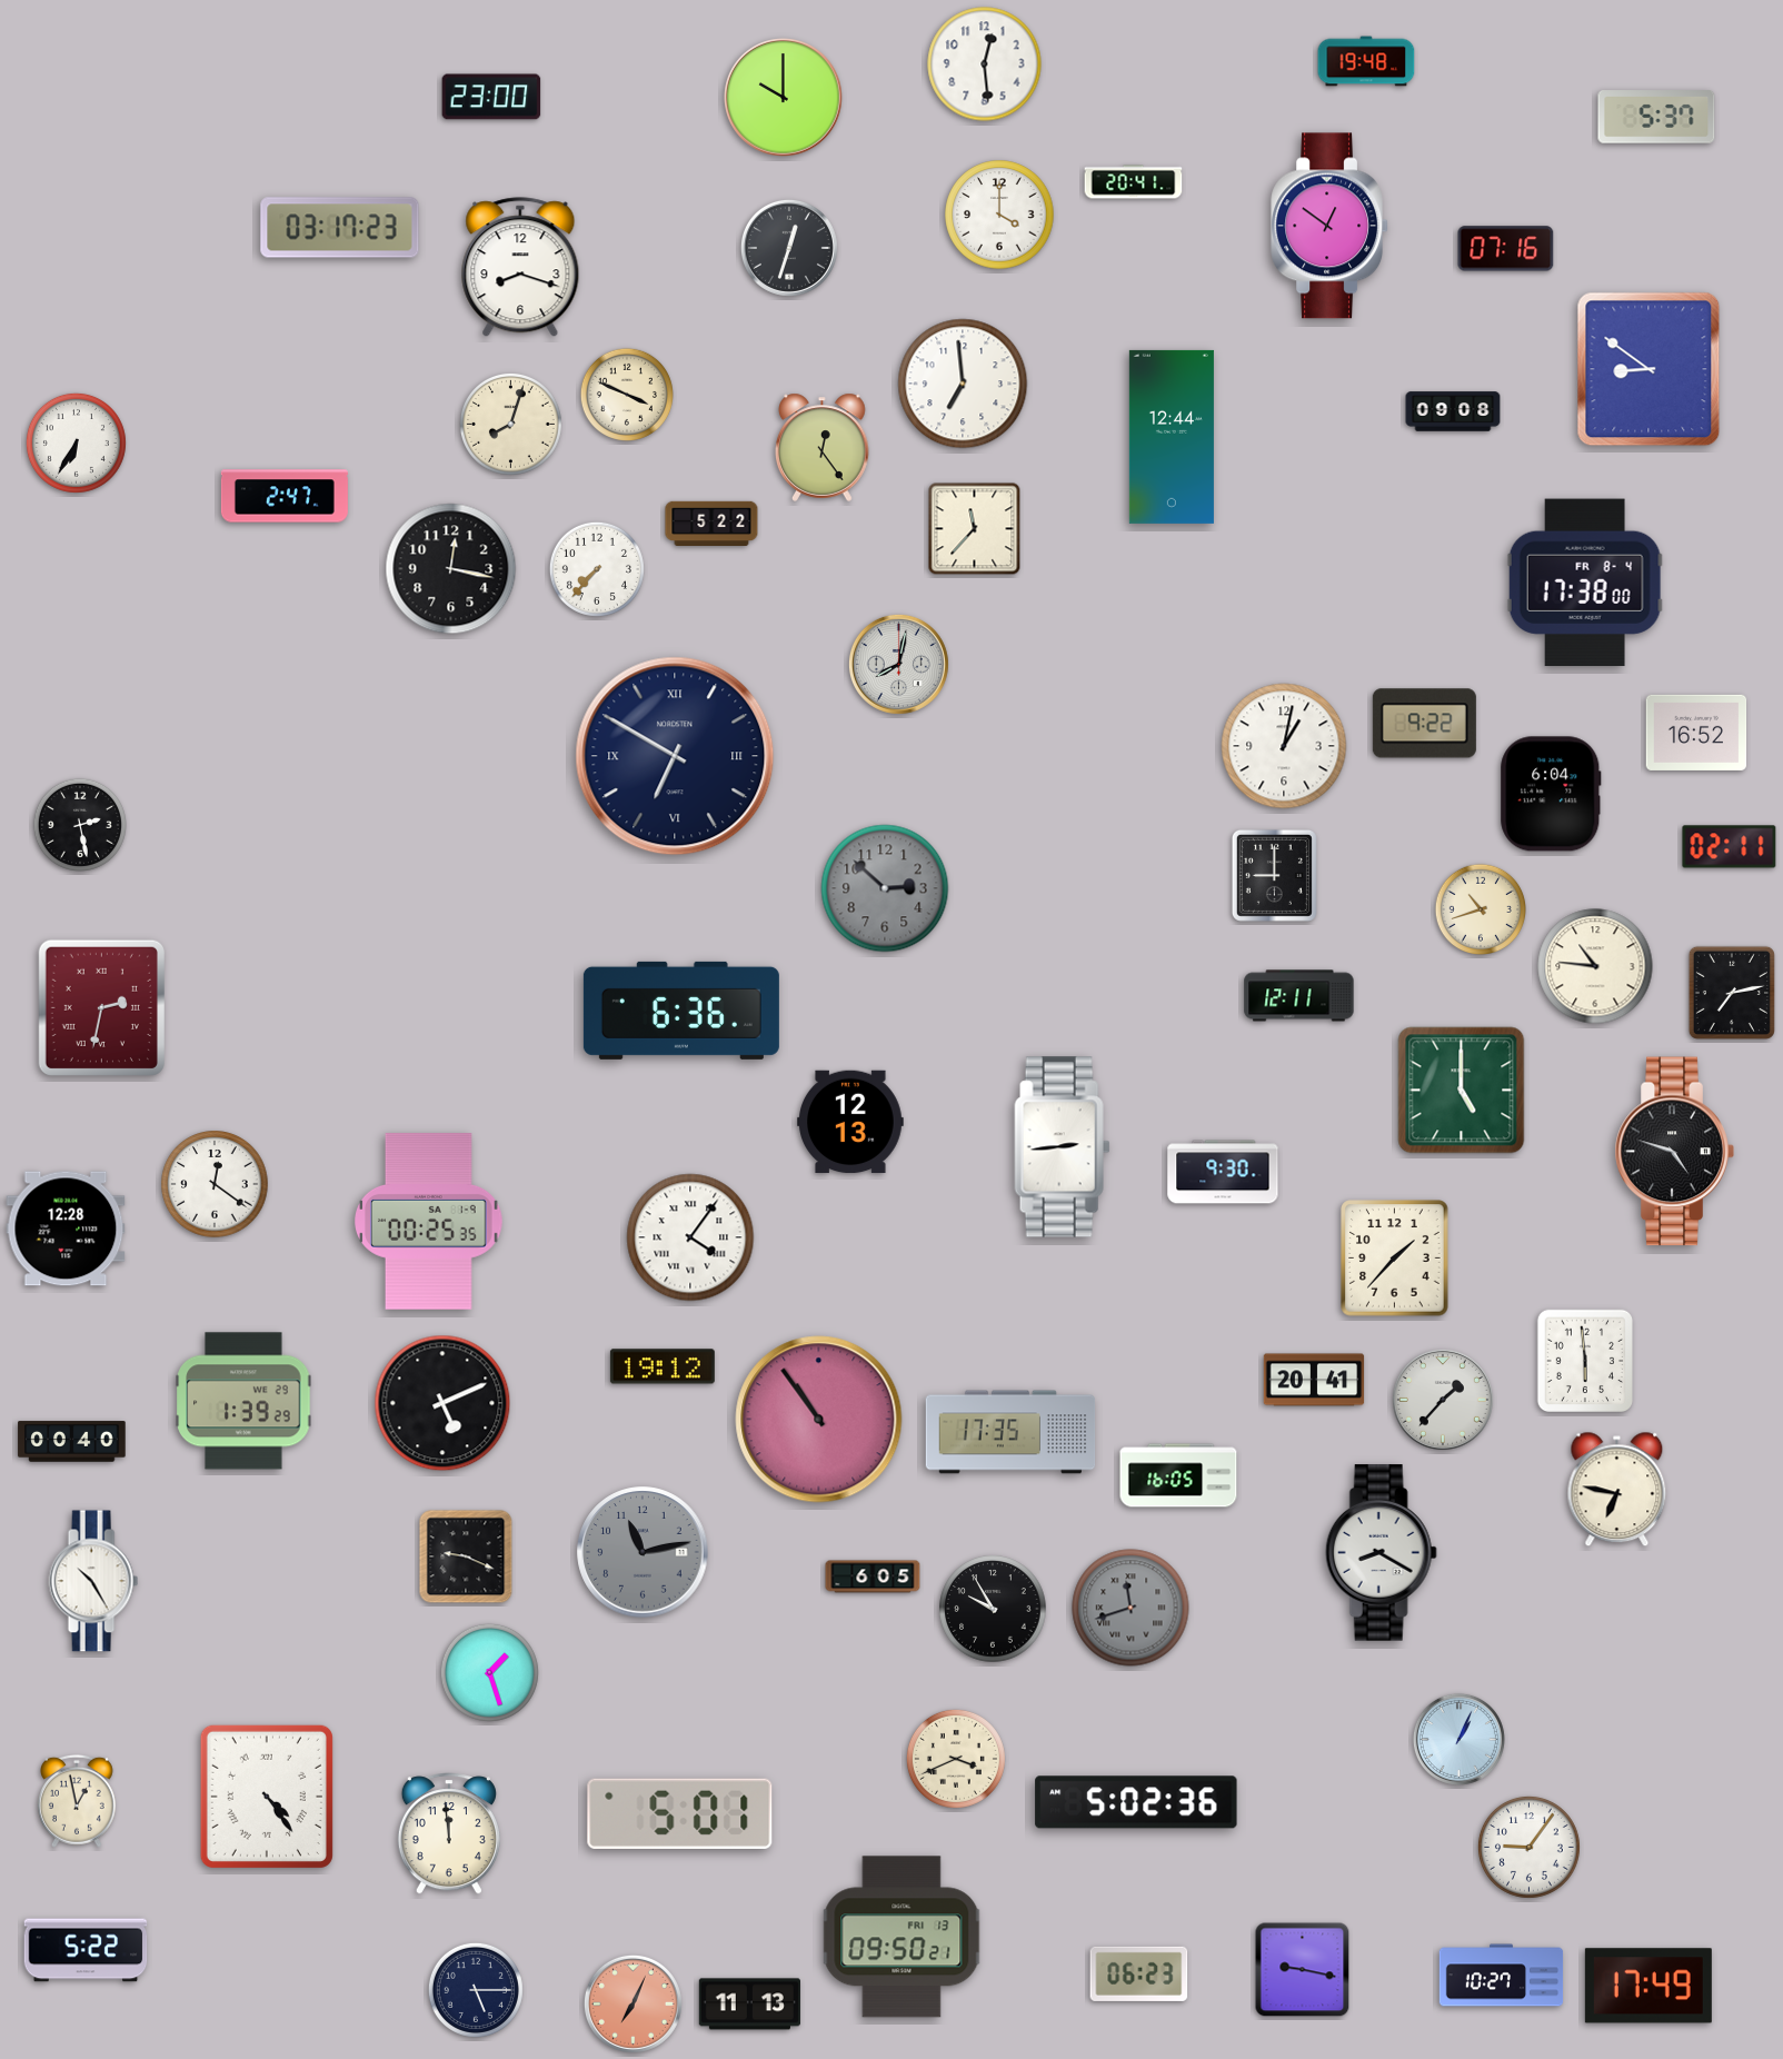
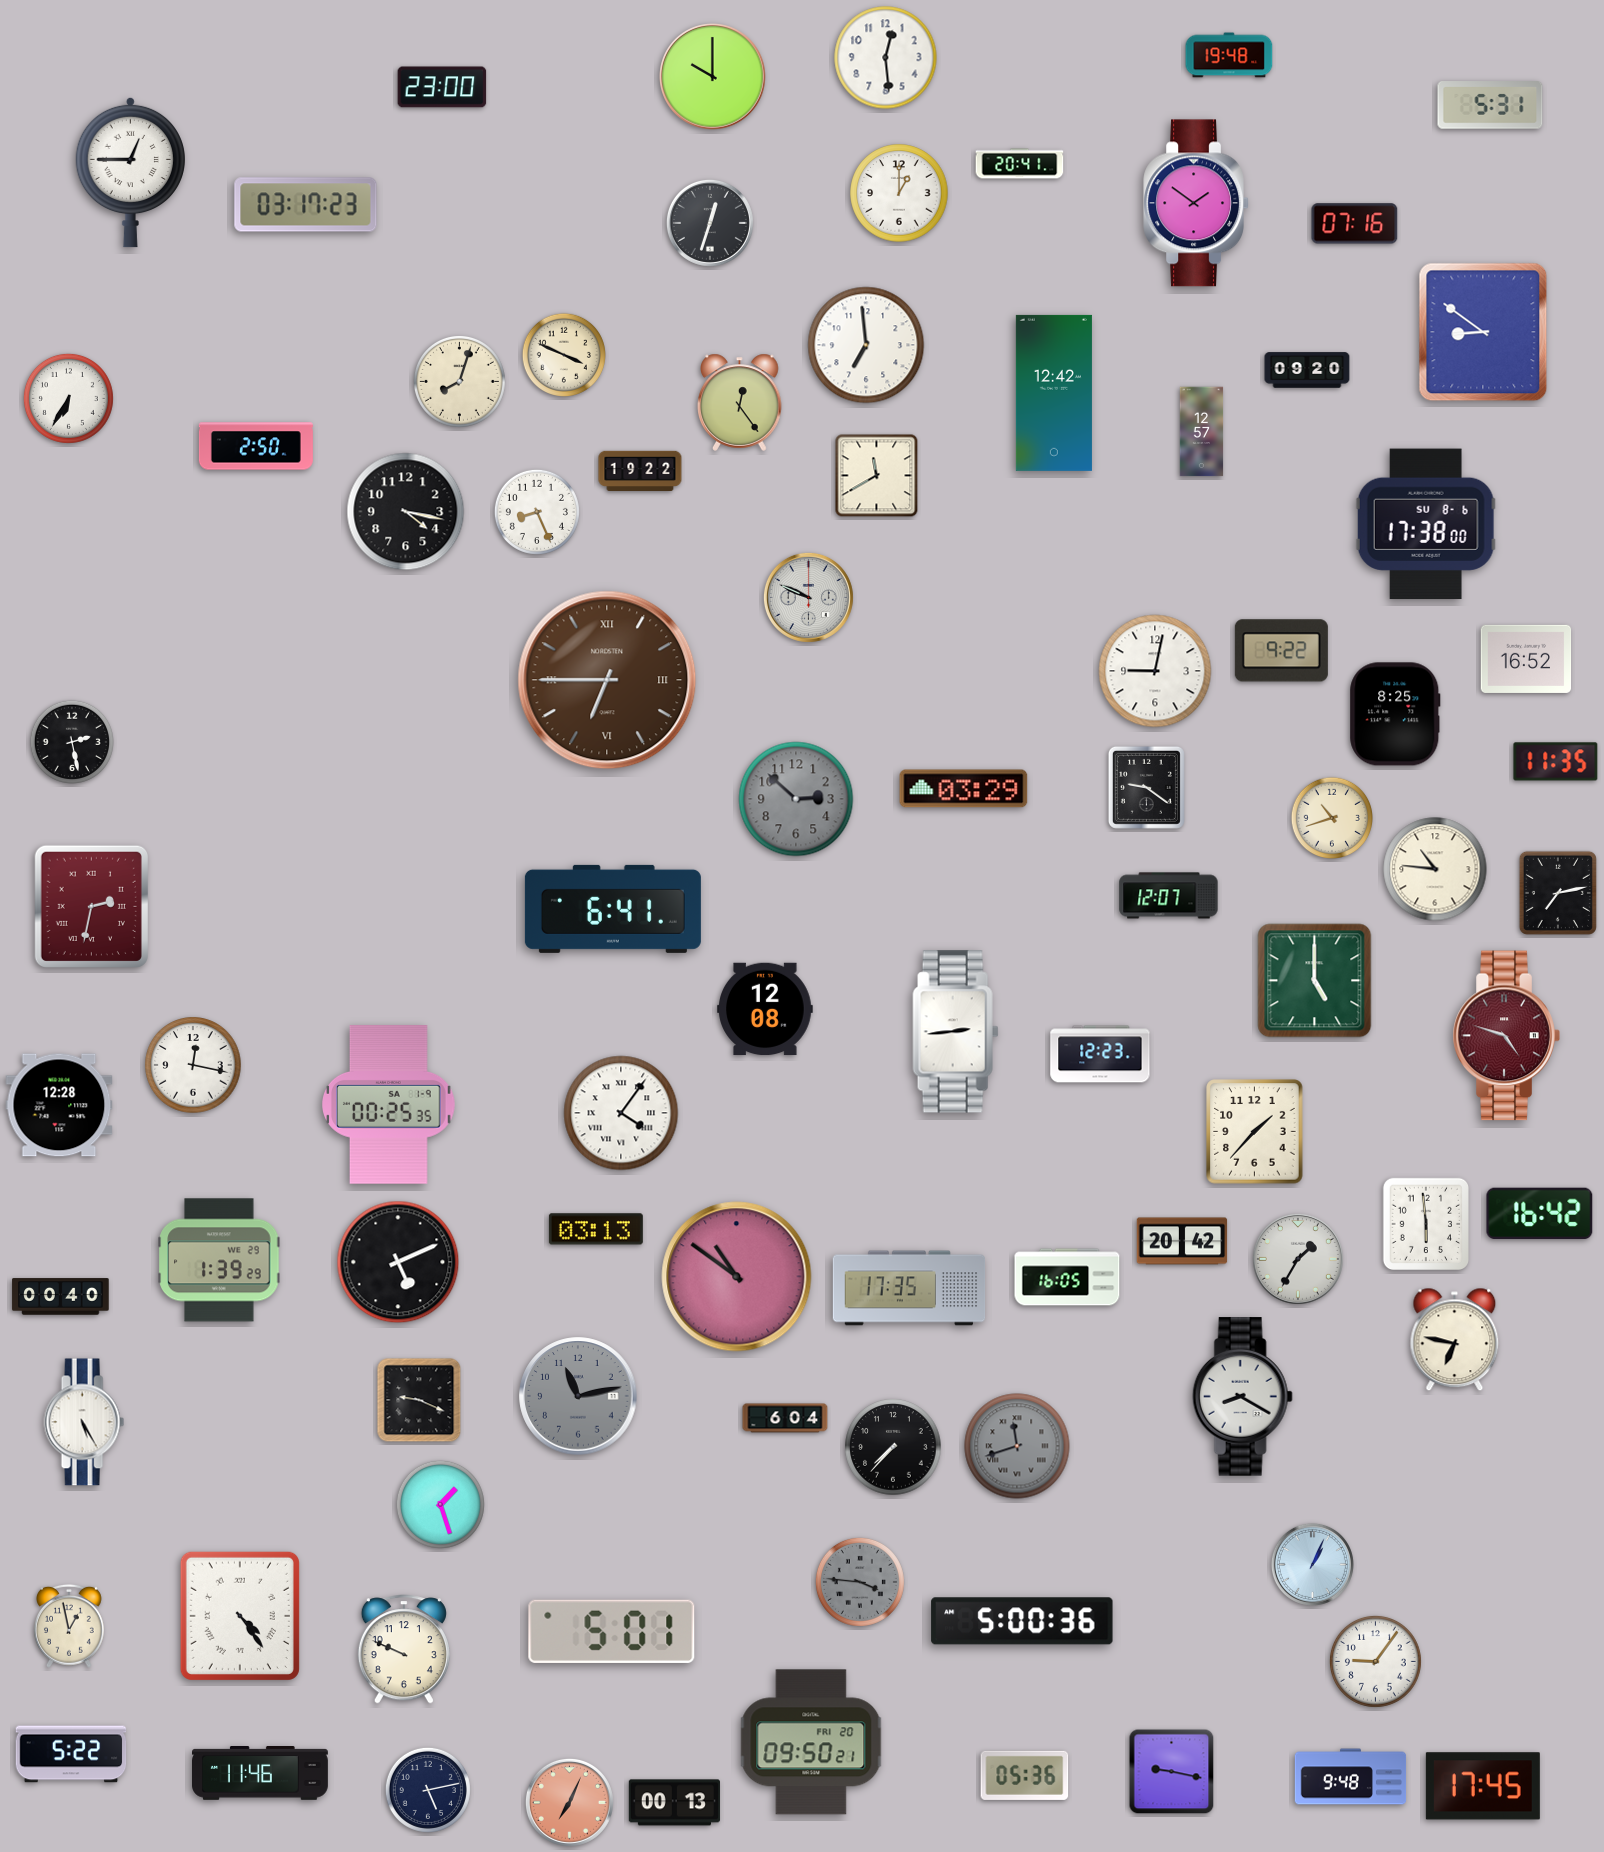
clock at (784, 98) position: (784, 98) -> (713, 77)
clock at (1656, 117): 5:37 -> 5:31
clock at (130, 172): none -> 12:45
clock at (999, 215): 4:00 -> 1:00
clock at (1329, 226): 12:51 -> 1:51
clock at (520, 268): 8:18 -> none
clock at (1453, 411): 09:08 -> 09:20
clock at (1172, 437): 12:44 -> 12:42
clock at (1202, 432): none -> 12:57
clock at (285, 496): 2:47 -> 2:50
clock at (711, 523): 5:22 -> 19:22
clock at (975, 529): 11:37 -> 11:40
clock at (451, 569): 12:17 -> 4:17
clock at (597, 569): 7:37 -> 8:26
clock at (1585, 583) date: FR 8-4 -> SU 8-6
clock at (898, 664): 8:02 -> 9:49
clock at (1284, 746): 1:02 -> 9:02
clock at (675, 756): 6:50 -> 6:45
clock at (675, 756) dial: navy -> brown
clock at (1551, 794): 6:04 -> 8:25
clock at (1730, 847): 02:11 -> 11:35
clock at (1274, 875): 9:00 -> 9:21
clock at (964, 789): none -> 03:29
clock at (1299, 996): 12:11 -> 12:07
clock at (681, 1011): 6:36 -> 6:41
clock at (850, 1122): 12:13 -> 12:08
clock at (1674, 1152) dial: black -> burgundy
clock at (1223, 1172): 9:30 -> 12:23
clock at (215, 1184): 12:21 -> 12:17
clock at (429, 1222) position: (429, 1222) -> (389, 1105)
clock at (1540, 1214): none -> 16:42
clock at (663, 1366): 19:12 -> 03:13
clock at (1314, 1380): 20:41 -> 20:42
clock at (1443, 1400): 1:37 -> 1:35
clock at (819, 1420): 10:54 -> 10:51
clock at (72, 1442) position: (72, 1442) -> (61, 1297)
clock at (1178, 1475) position: (1178, 1475) -> (1067, 1277)
clock at (873, 1576): 6:05 -> 6:04
clock at (93, 1581): 10:25 -> 5:25
clock at (993, 1609): 9:55 -> 7:37
clock at (956, 1759): 3:41 -> 3:46
clock at (956, 1759) dial: cream -> grey
clock at (78, 1801) position: (78, 1801) -> (70, 1626)
clock at (1136, 1802): 5:02 -> 5:00
clock at (449, 1833): 11:59 -> 9:49
clock at (902, 1937) date: FRI 13 -> FRI 20
clock at (86, 1950) position: (86, 1950) -> (71, 1754)
clock at (261, 1773): none -> 11:46
clock at (1139, 1973): 06:23 -> 05:36
clock at (1502, 1976): 10:27 -> 9:48
clock at (1648, 1986): 17:49 -> 17:45
clock at (476, 1990): 5:15 -> 5:13
clock at (749, 2005): 11:13 -> 00:13
